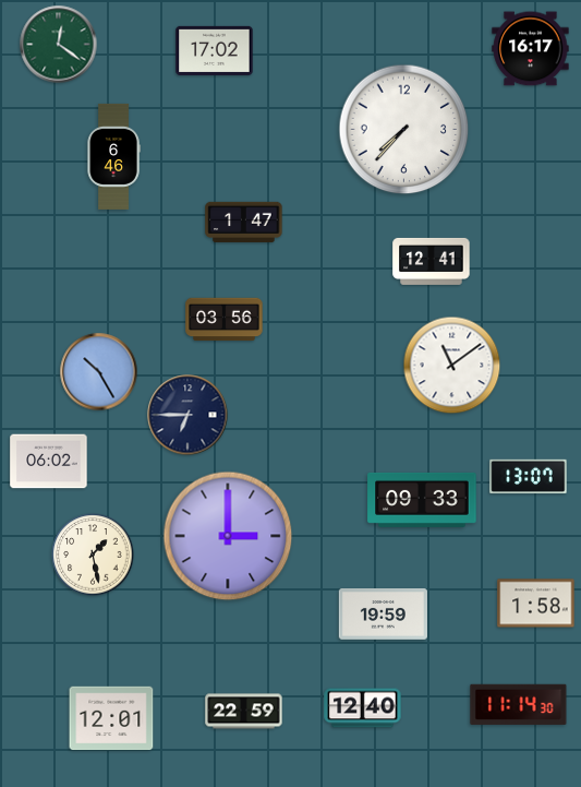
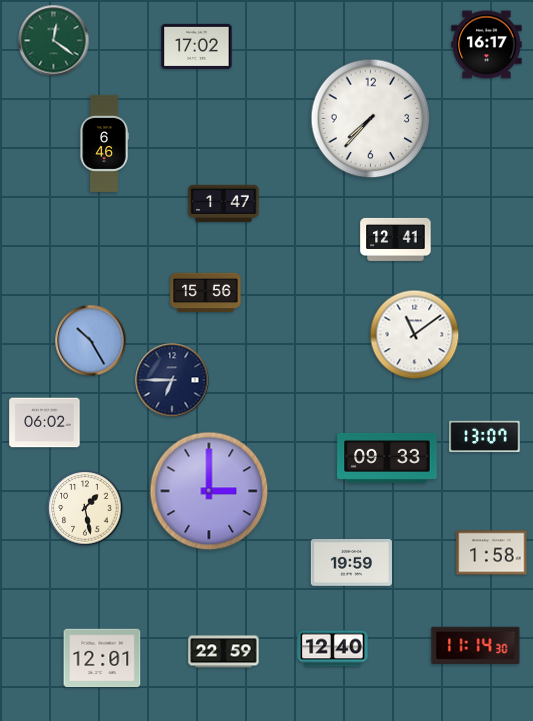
clock at (225, 320): 03:56 -> 15:56
